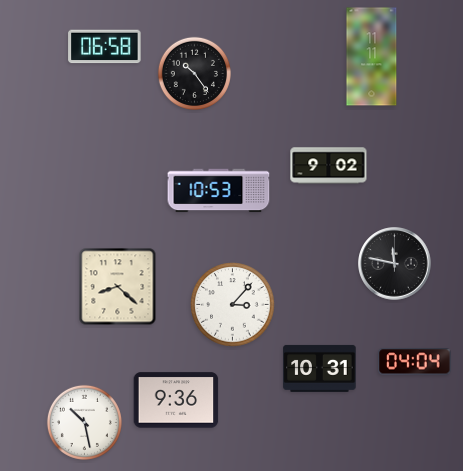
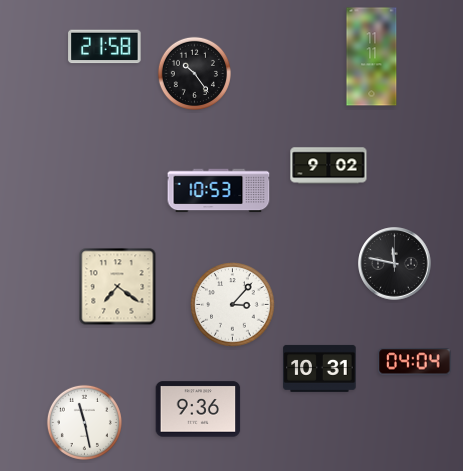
clock at (105, 47): 06:58 -> 21:58
clock at (118, 287): 8:22 -> 7:21
clock at (176, 400) position: (176, 400) -> (198, 409)
clock at (84, 422): 10:28 -> 11:28
